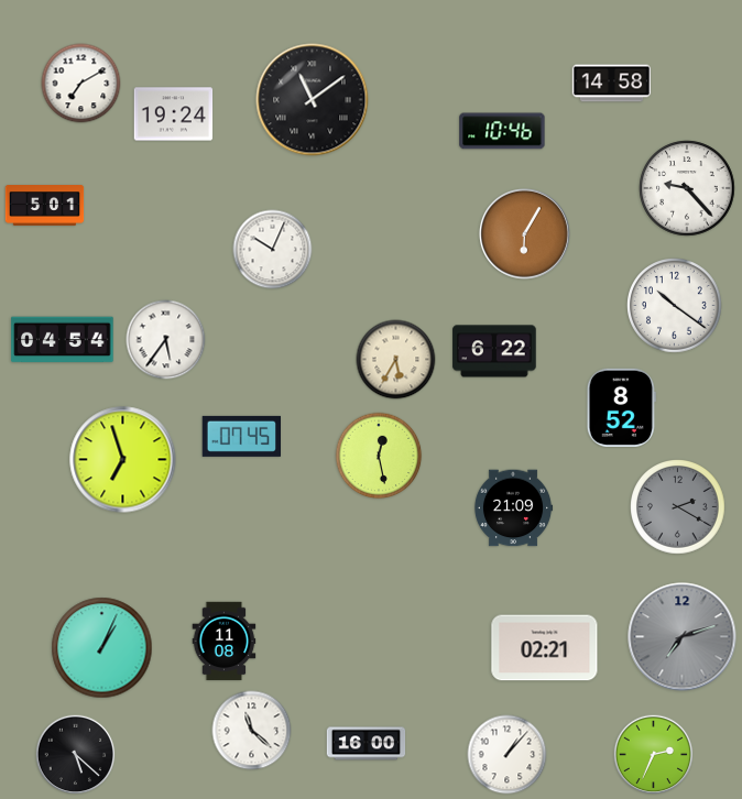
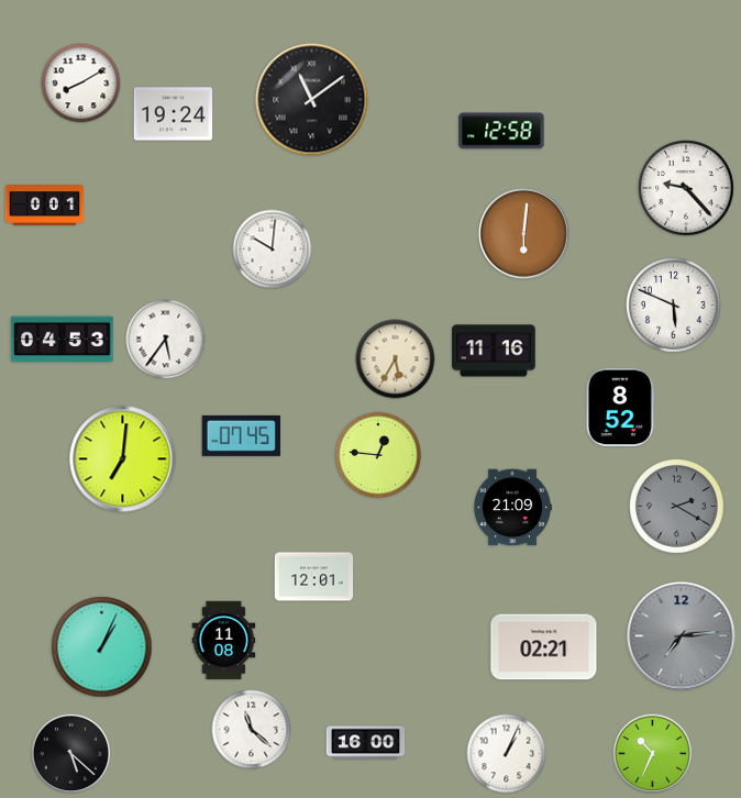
clock at (81, 84): 7:10 -> 8:10
clock at (612, 84): 14:58 -> none
clock at (502, 131): 10:46 -> 12:58
clock at (45, 206): 5:01 -> 0:01
clock at (524, 233): 6:05 -> 6:01
clock at (273, 250): 10:04 -> 10:01
clock at (675, 306): 10:21 -> 5:49
clock at (63, 340): 04:54 -> 04:53
clock at (494, 351): 6:22 -> 11:16
clock at (379, 456): 12:28 -> 12:46
clock at (123, 460): 6:57 -> 7:01
clock at (314, 577): none -> 12:01
clock at (683, 637): 7:12 -> 7:14
clock at (76, 755) position: (76, 755) -> (71, 754)
clock at (508, 755): 1:07 -> 1:04
clock at (654, 755): 2:34 -> 10:34
